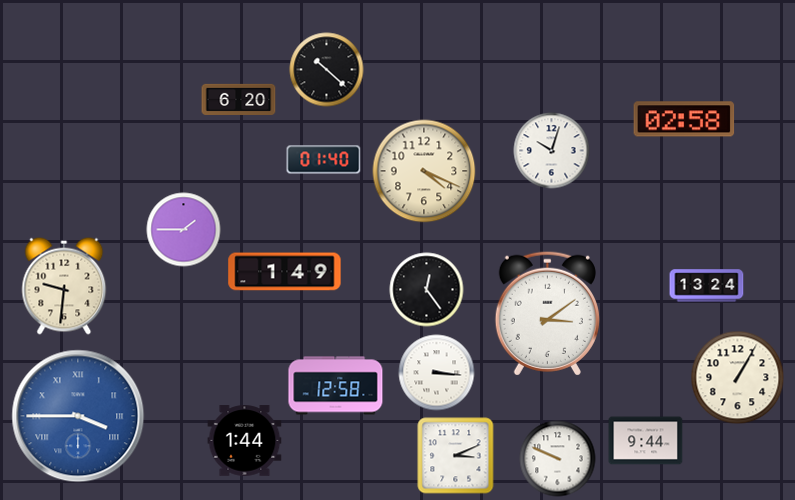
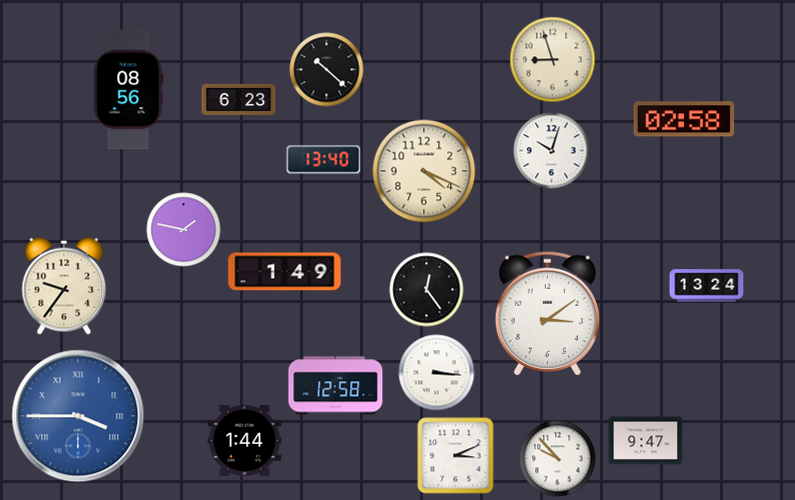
clock at (553, 60): none -> 8:57
clock at (129, 90): none -> 08:56
clock at (239, 99): 6:20 -> 6:23
clock at (324, 160): 01:40 -> 13:40
clock at (184, 230): 1:45 -> 1:47
clock at (64, 286): 9:31 -> 9:36
clock at (738, 378): 1:05 -> none
clock at (646, 441): 9:44 -> 9:47
clock at (558, 459): 9:49 -> 9:53
